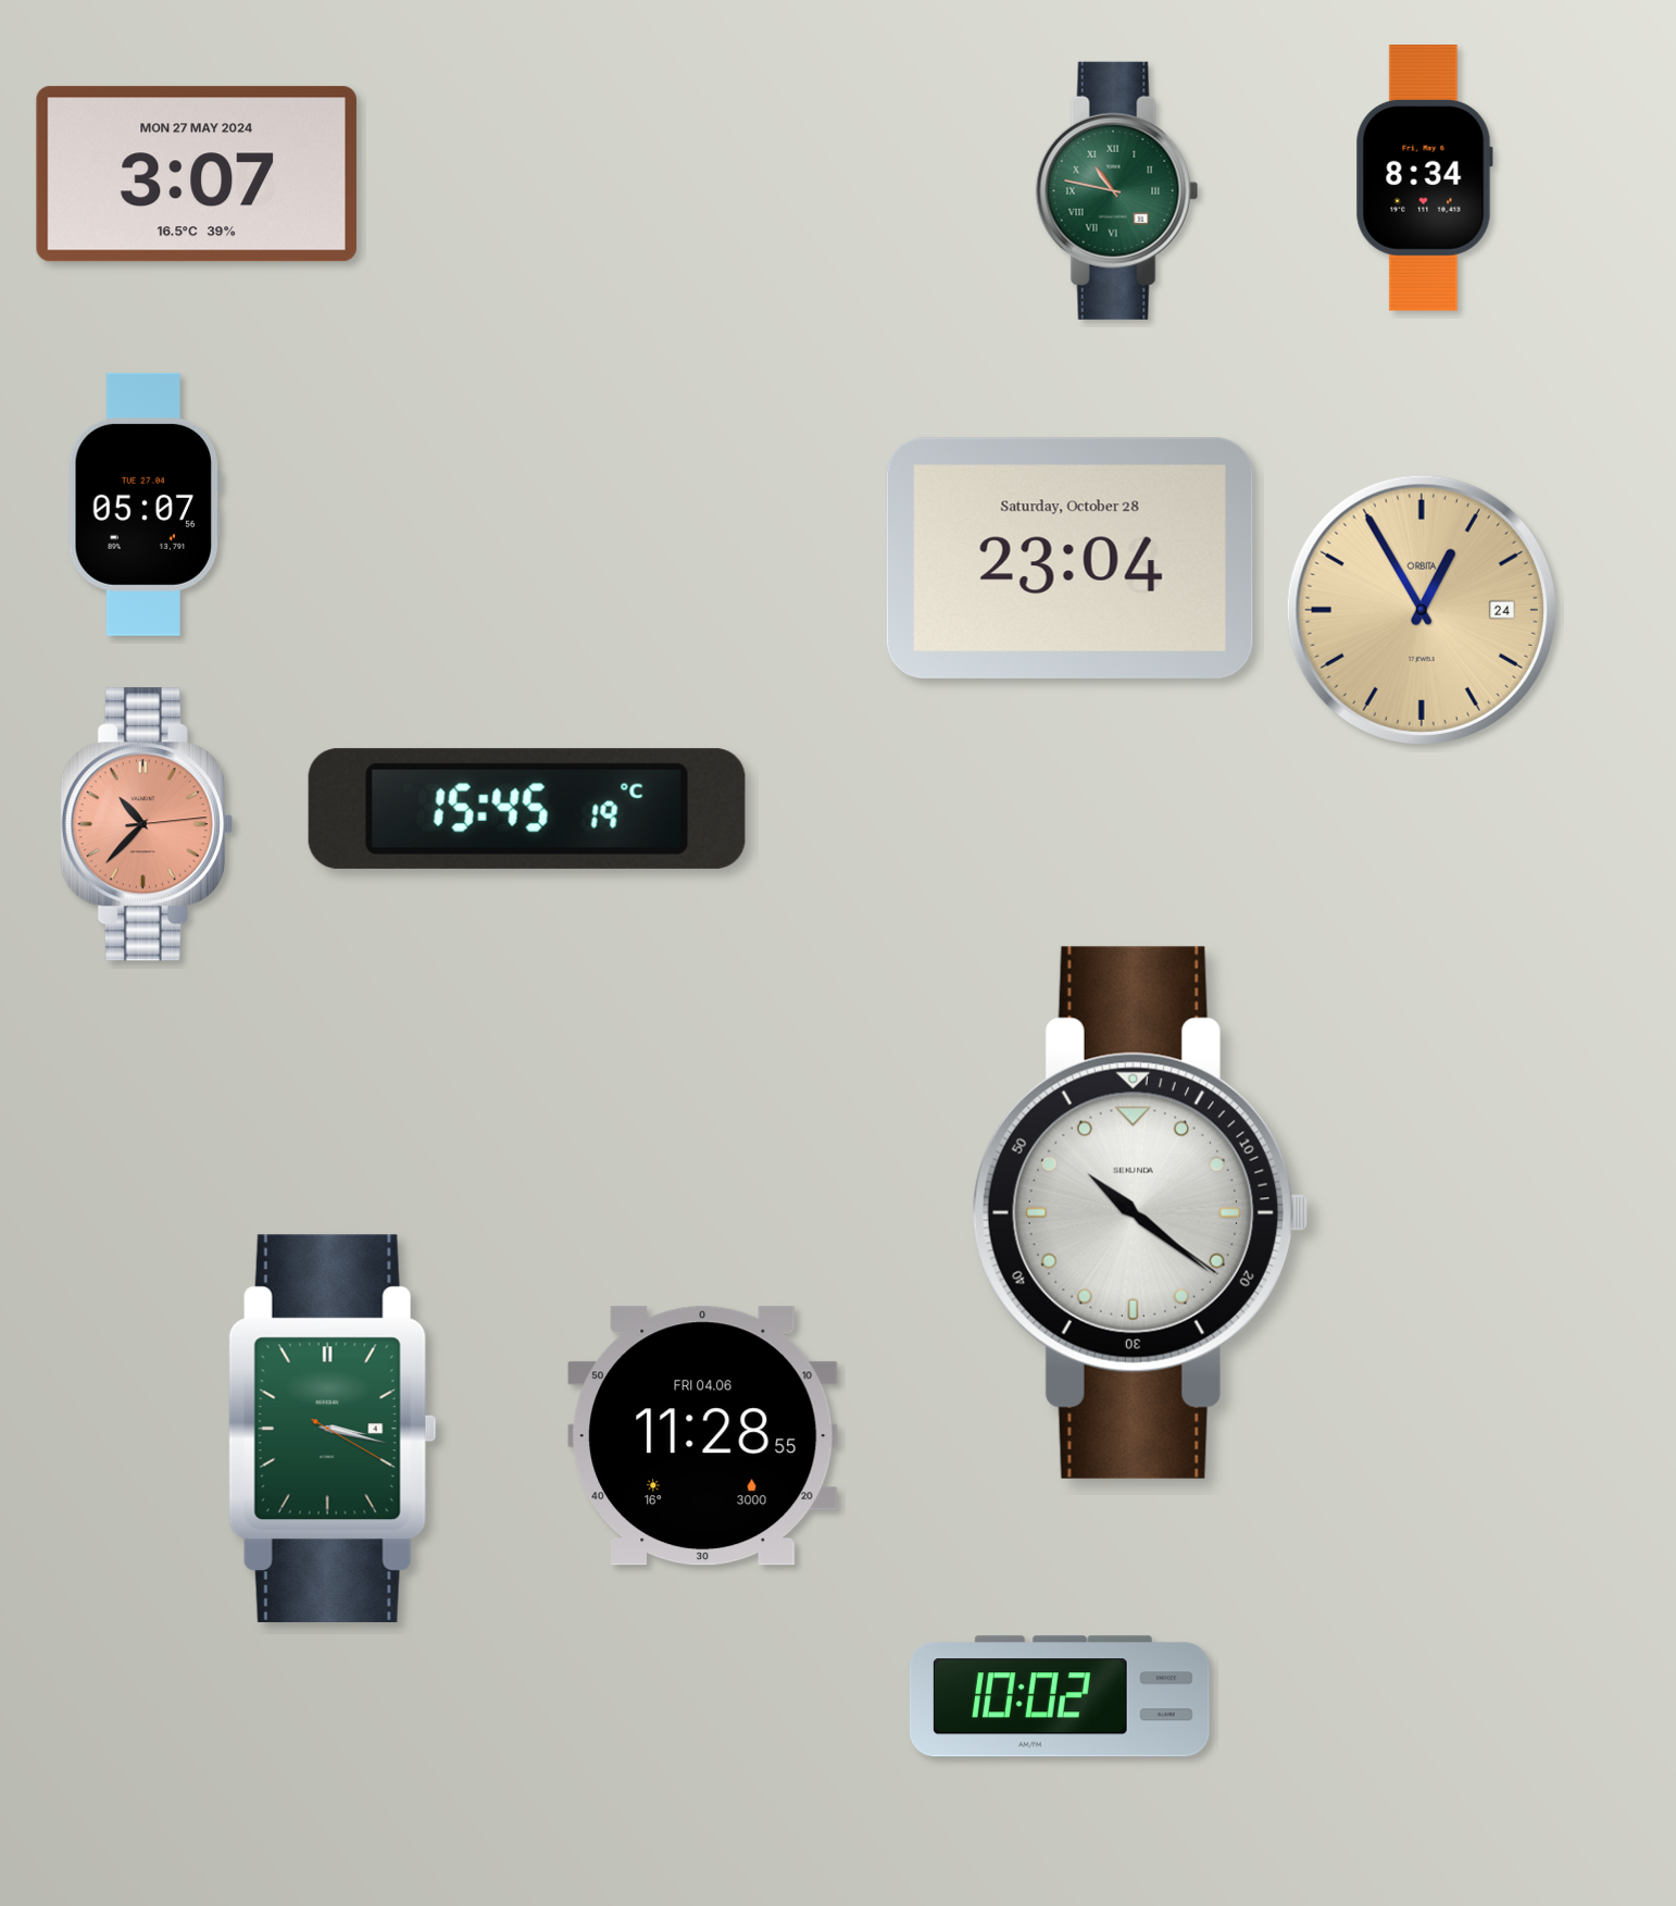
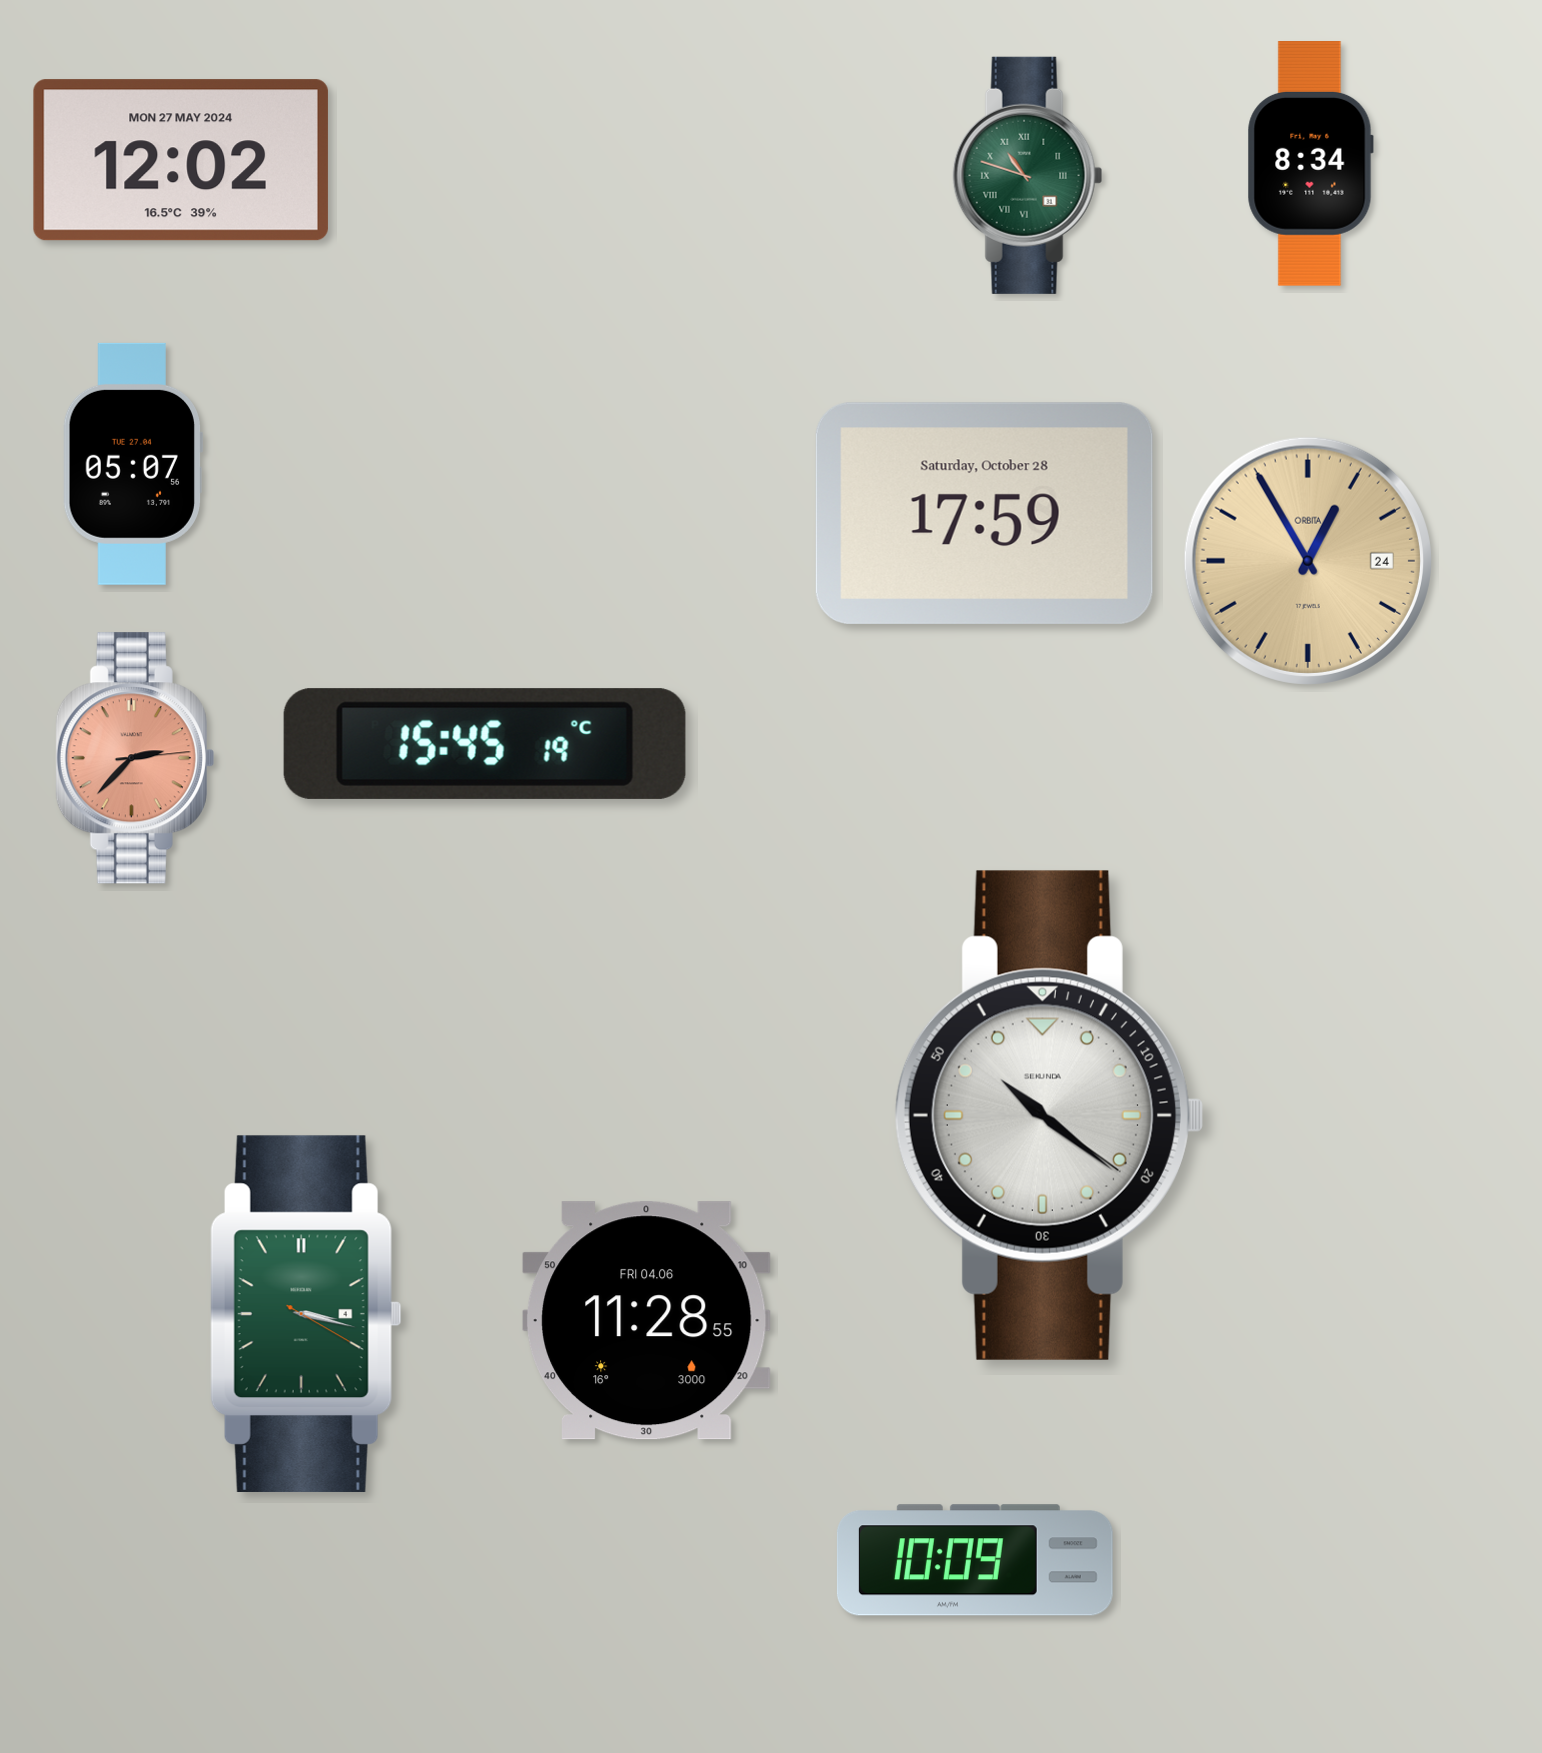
clock at (197, 174): 3:07 -> 12:02
clock at (1117, 190): 10:47 -> 10:48
clock at (1070, 558): 23:04 -> 17:59
clock at (147, 824): 10:37 -> 2:37
clock at (1060, 1696): 10:02 -> 10:09
